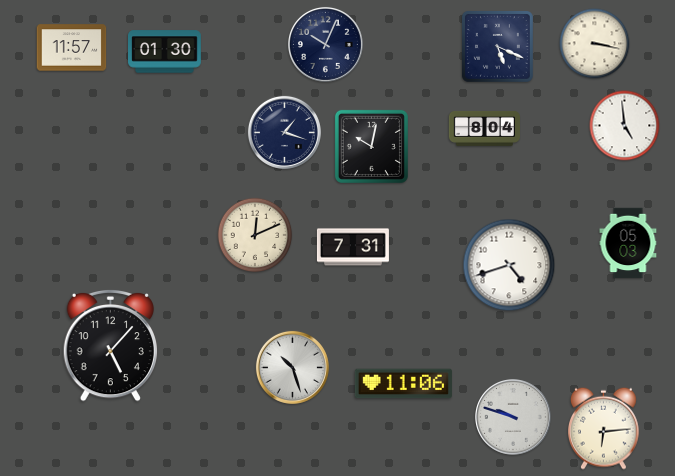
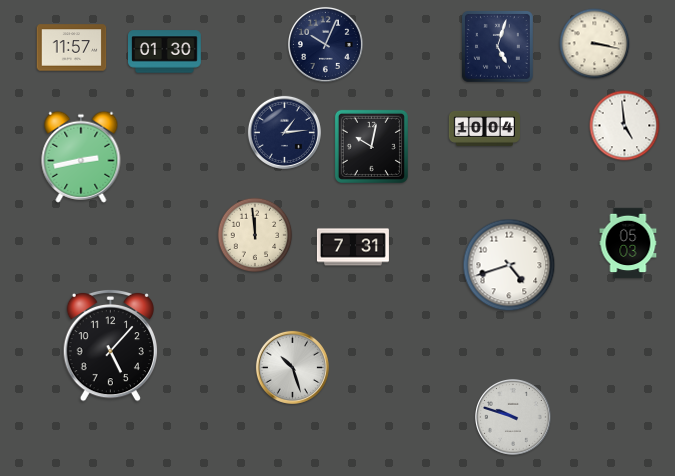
clock at (498, 47): 5:19 -> 5:03
clock at (484, 128): 8:04 -> 10:04
clock at (284, 132): 1:18 -> 1:14
clock at (81, 157): none -> 2:43
clock at (255, 235): 12:11 -> 11:59
clock at (403, 384): 11:06 -> none
clock at (604, 428): 6:14 -> none
